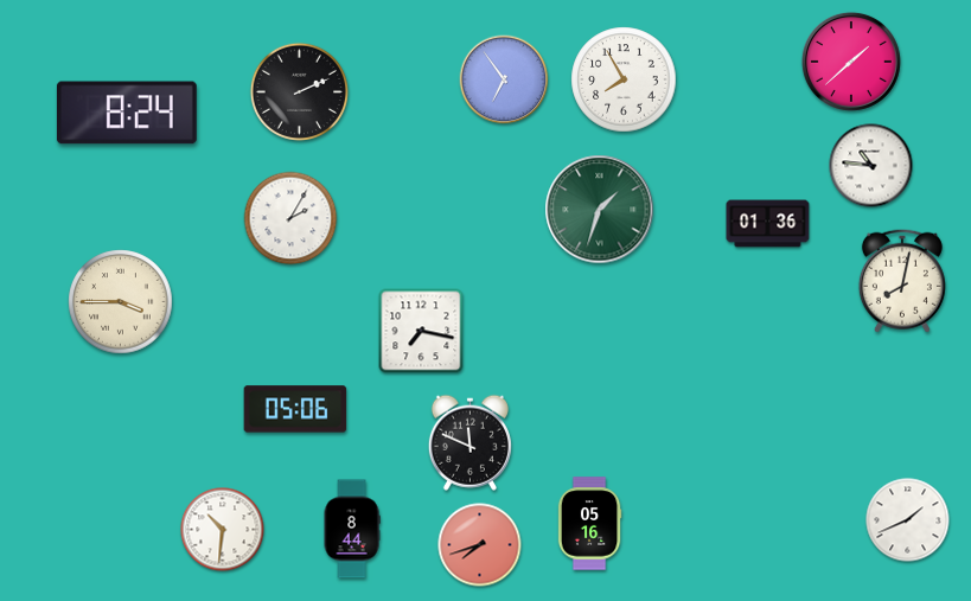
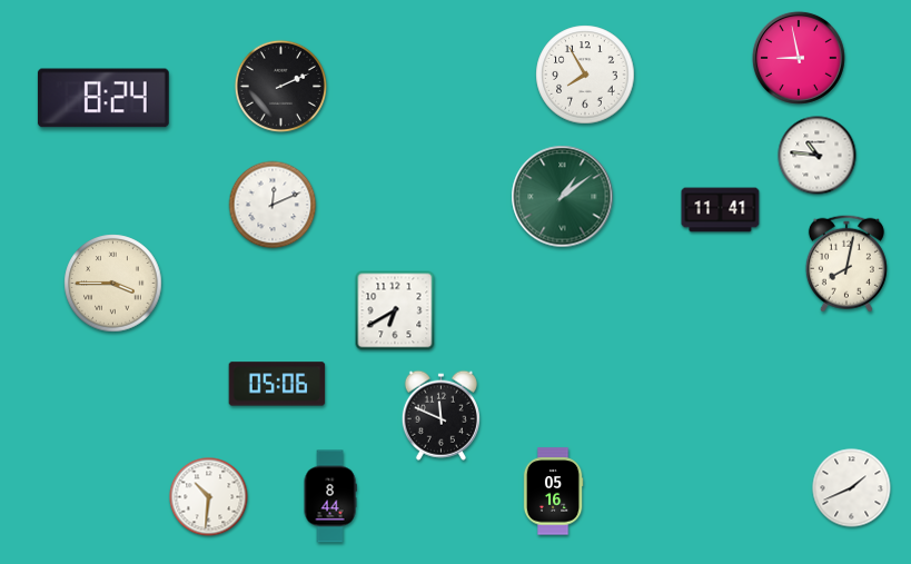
clock at (851, 62): 1:38 -> 8:58
clock at (504, 79): 6:54 -> none
clock at (127, 113) position: (127, 113) -> (103, 98)
clock at (600, 210): 1:33 -> 1:09
clock at (290, 218): 2:05 -> 12:11
clock at (768, 224): 01:36 -> 11:41
clock at (421, 331): 7:17 -> 6:40
clock at (480, 545): 7:42 -> none
